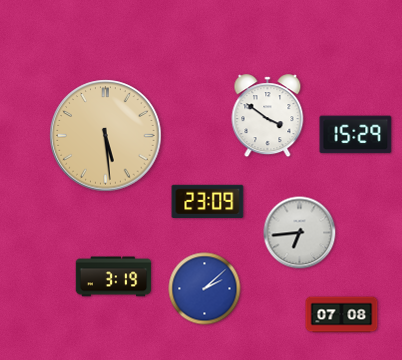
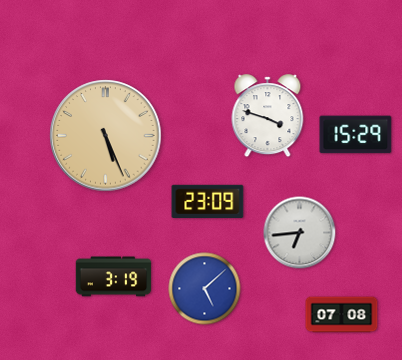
clock at (268, 116): 3:51 -> 3:48
clock at (106, 136): 5:29 -> 5:26
clock at (205, 289): 2:08 -> 5:08
